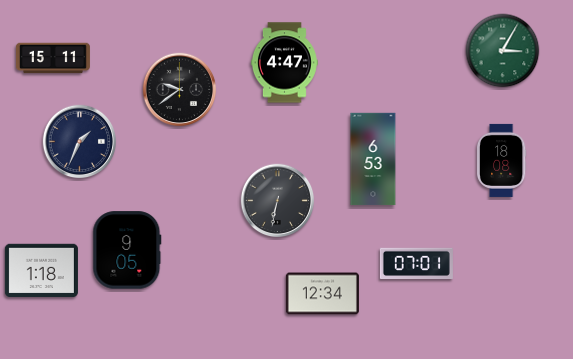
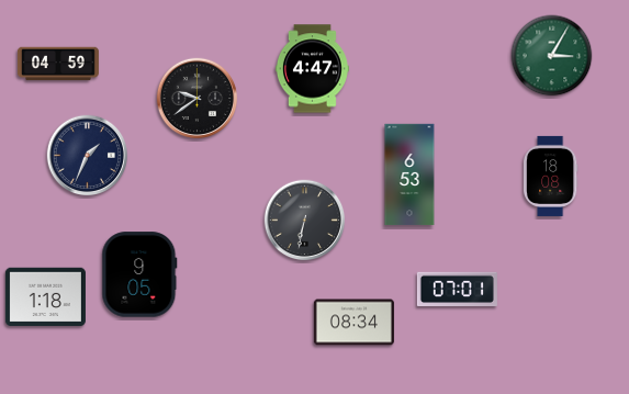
clock at (53, 58): 15:11 -> 04:59
clock at (322, 294): 12:34 -> 08:34
